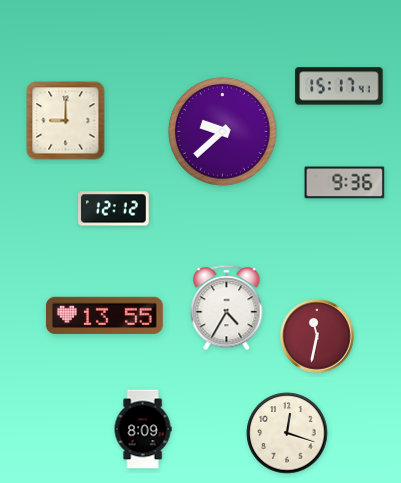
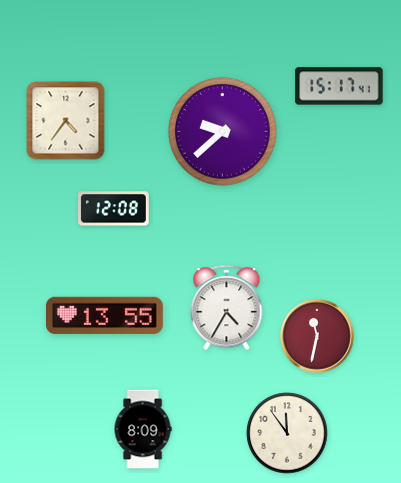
clock at (66, 121): 9:00 -> 4:36
clock at (345, 183): 9:36 -> none
clock at (114, 209): 12:12 -> 12:08
clock at (287, 433): 12:18 -> 11:54
